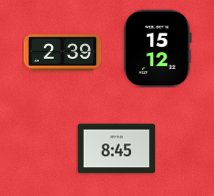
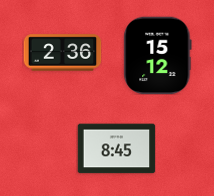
clock at (158, 48) position: (158, 48) -> (158, 55)
clock at (62, 53): 2:39 -> 2:36
